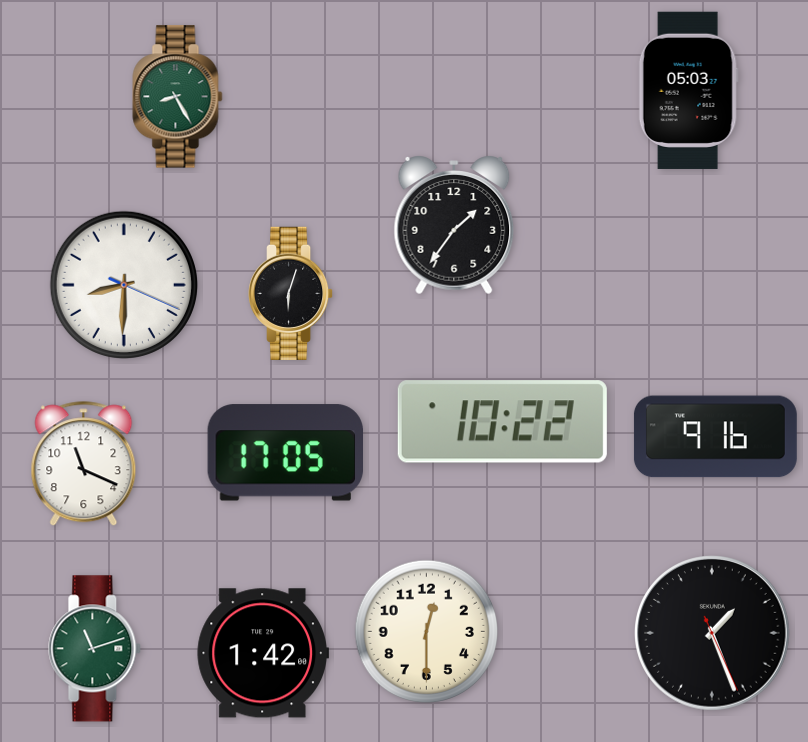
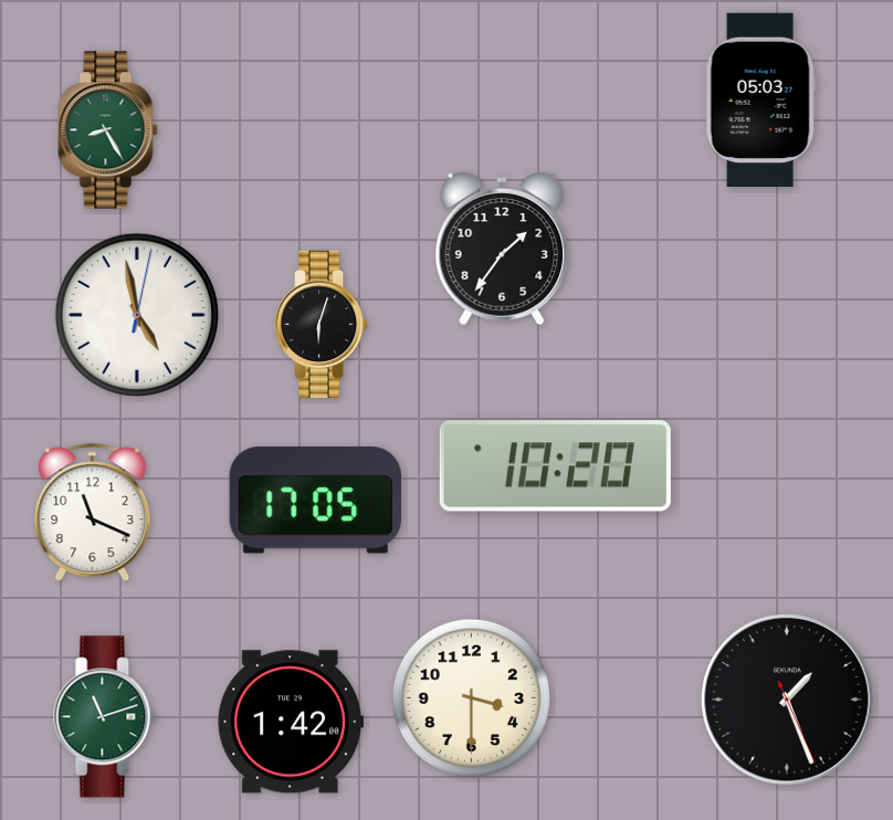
clock at (178, 97) position: (178, 97) -> (108, 130)
clock at (124, 285): 8:30 -> 4:58
clock at (502, 422): 10:22 -> 10:20
clock at (715, 437): 9:16 -> none
clock at (426, 631): 12:30 -> 3:30
